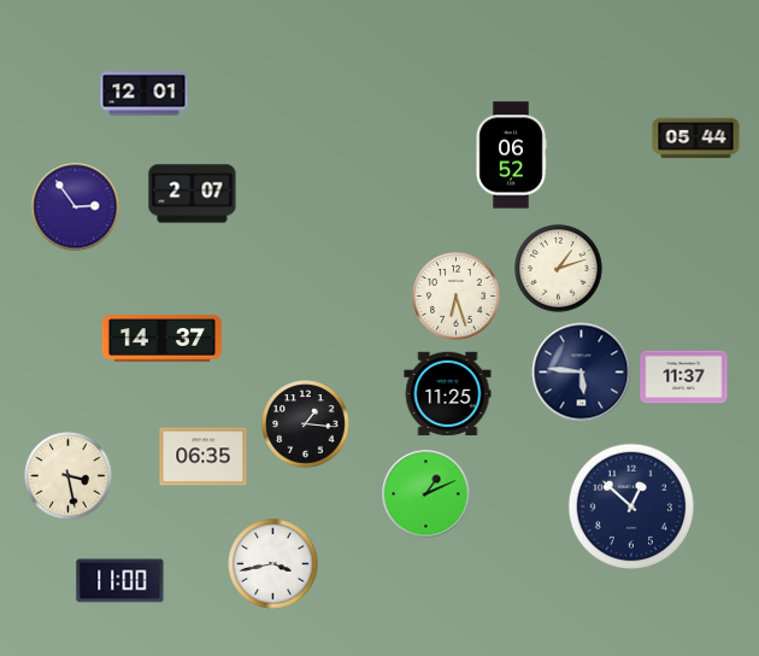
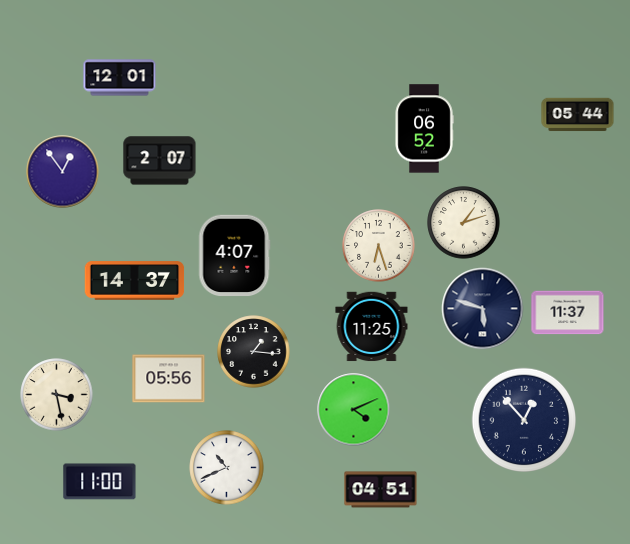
clock at (76, 207): 2:54 -> 12:54
clock at (235, 256): none -> 4:07
clock at (582, 373): 5:46 -> 5:48
clock at (204, 457): 06:35 -> 05:56
clock at (426, 494): 1:11 -> 4:11
clock at (631, 506): 12:52 -> 12:53
clock at (273, 564): 3:43 -> 10:41
clock at (381, 490): none -> 04:51
